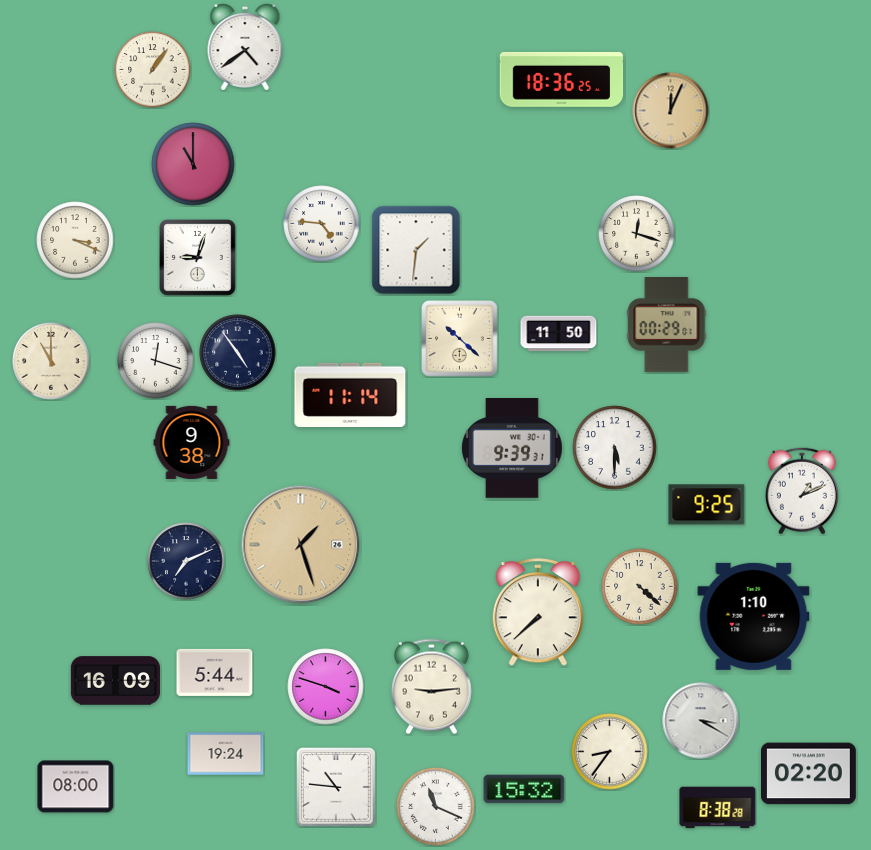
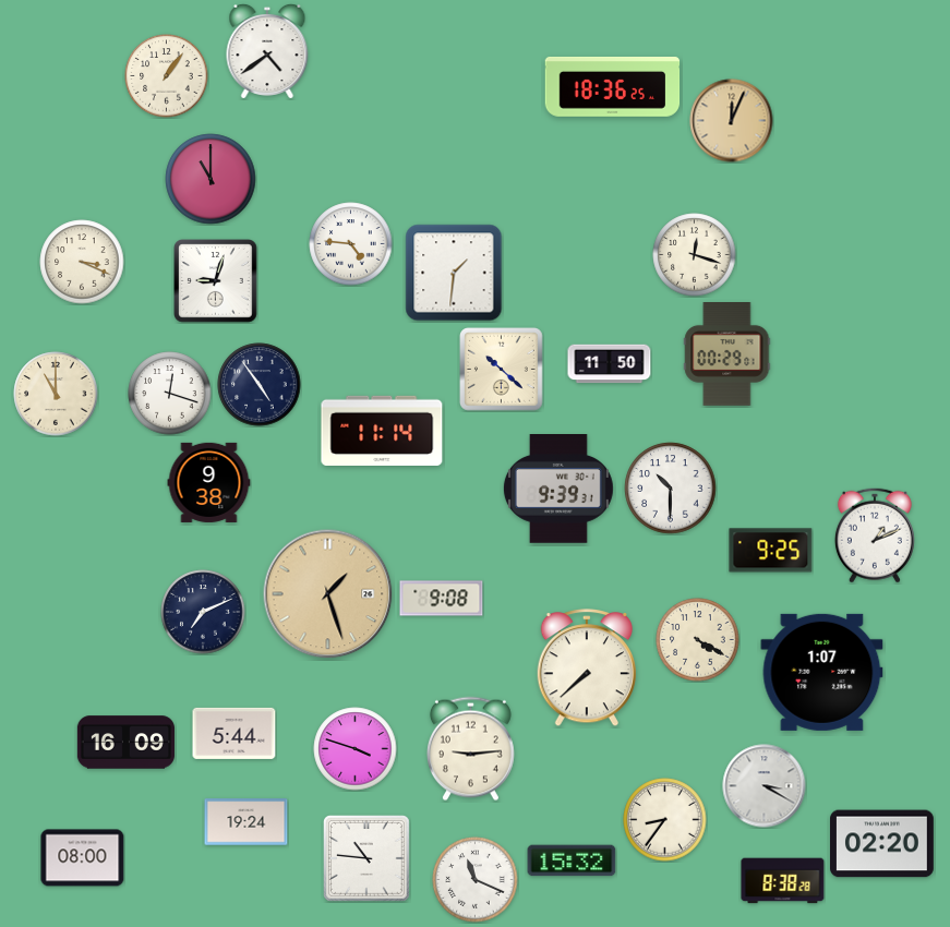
clock at (615, 448): 5:30 -> 10:30
clock at (442, 599): none -> 9:08
clock at (640, 587): 4:22 -> 4:20
clock at (754, 616): 1:10 -> 1:07
